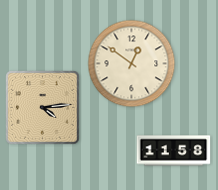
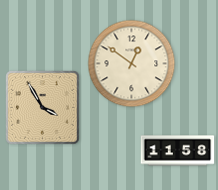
clock at (43, 108): 4:14 -> 3:55
clock at (174, 151) position: (174, 151) -> (178, 151)
